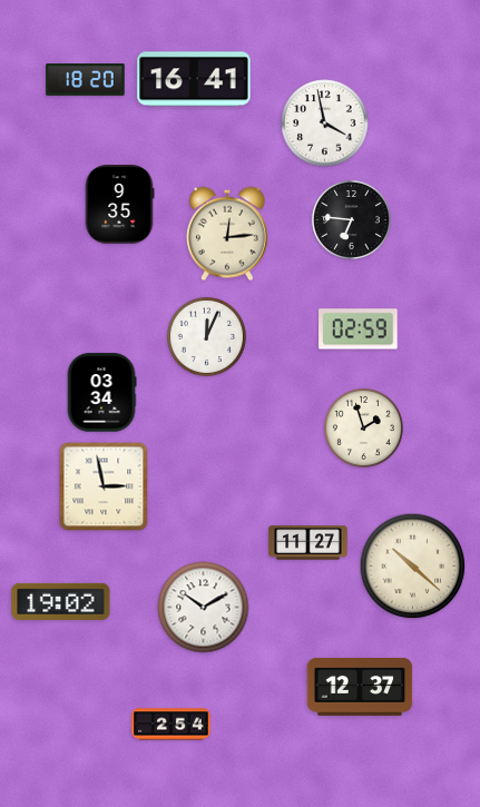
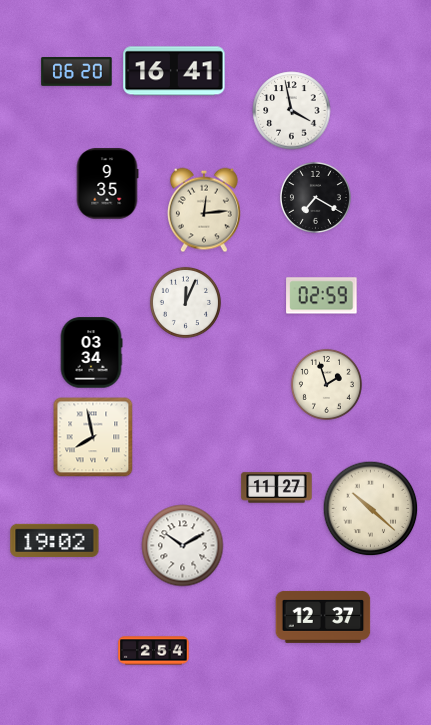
clock at (86, 80): 18:20 -> 06:20
clock at (351, 219): 6:46 -> 7:20
clock at (104, 486): 2:58 -> 7:58
